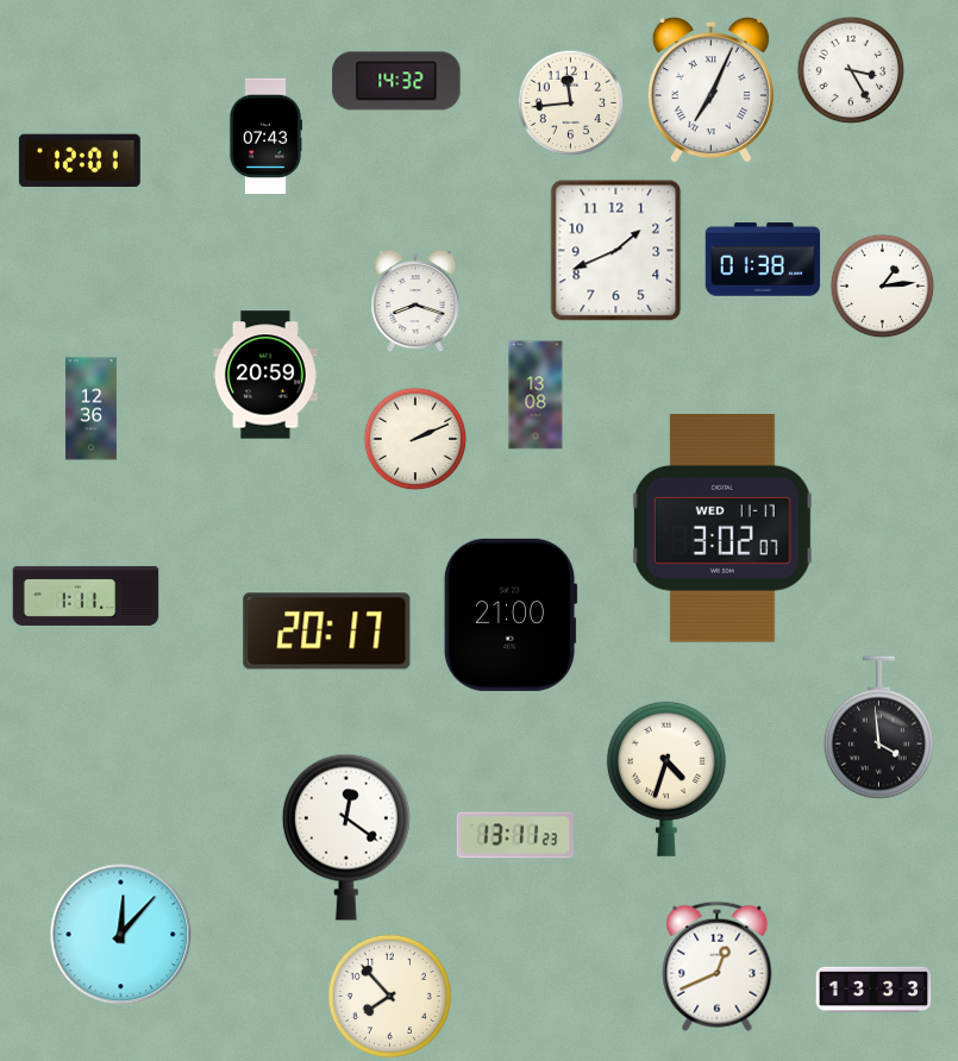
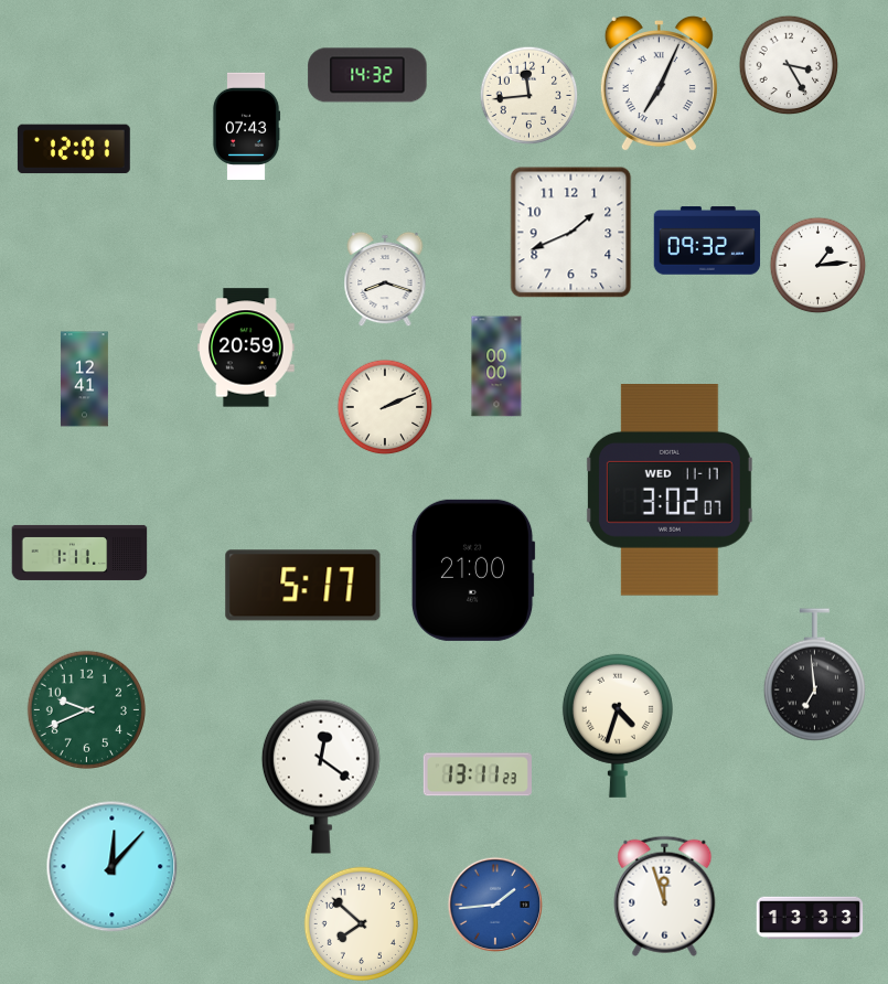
clock at (763, 259): 01:38 -> 09:32
clock at (536, 395): 13:08 -> 00:00
clock at (90, 409): 12:36 -> 12:41
clock at (327, 632): 20:17 -> 5:17
clock at (878, 728): 3:59 -> 6:59
clock at (86, 709): none -> 9:41
clock at (666, 779) position: (666, 779) -> (618, 726)
clock at (718, 966): 12:41 -> 11:57
clock at (495, 905): none -> 1:44
clock at (389, 996): 7:53 -> 7:52
